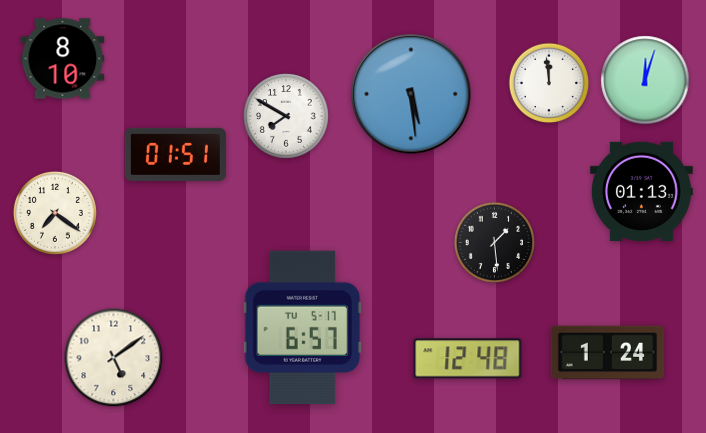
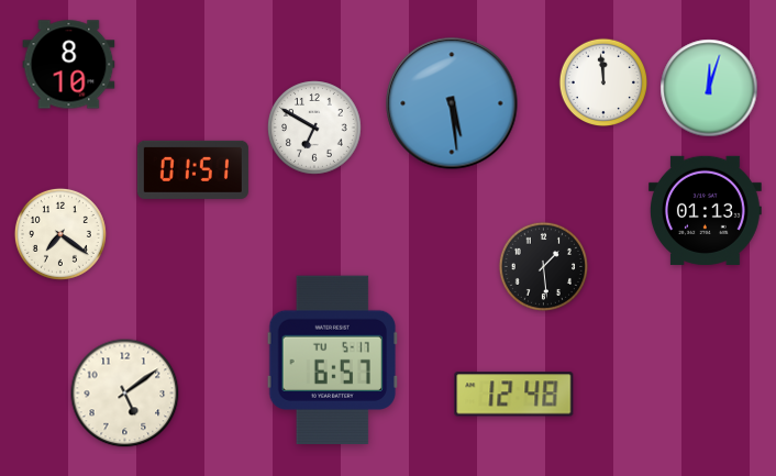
clock at (549, 83) position: (549, 83) -> (603, 82)
clock at (286, 116): 7:50 -> 6:50
clock at (608, 353): 1:24 -> none
